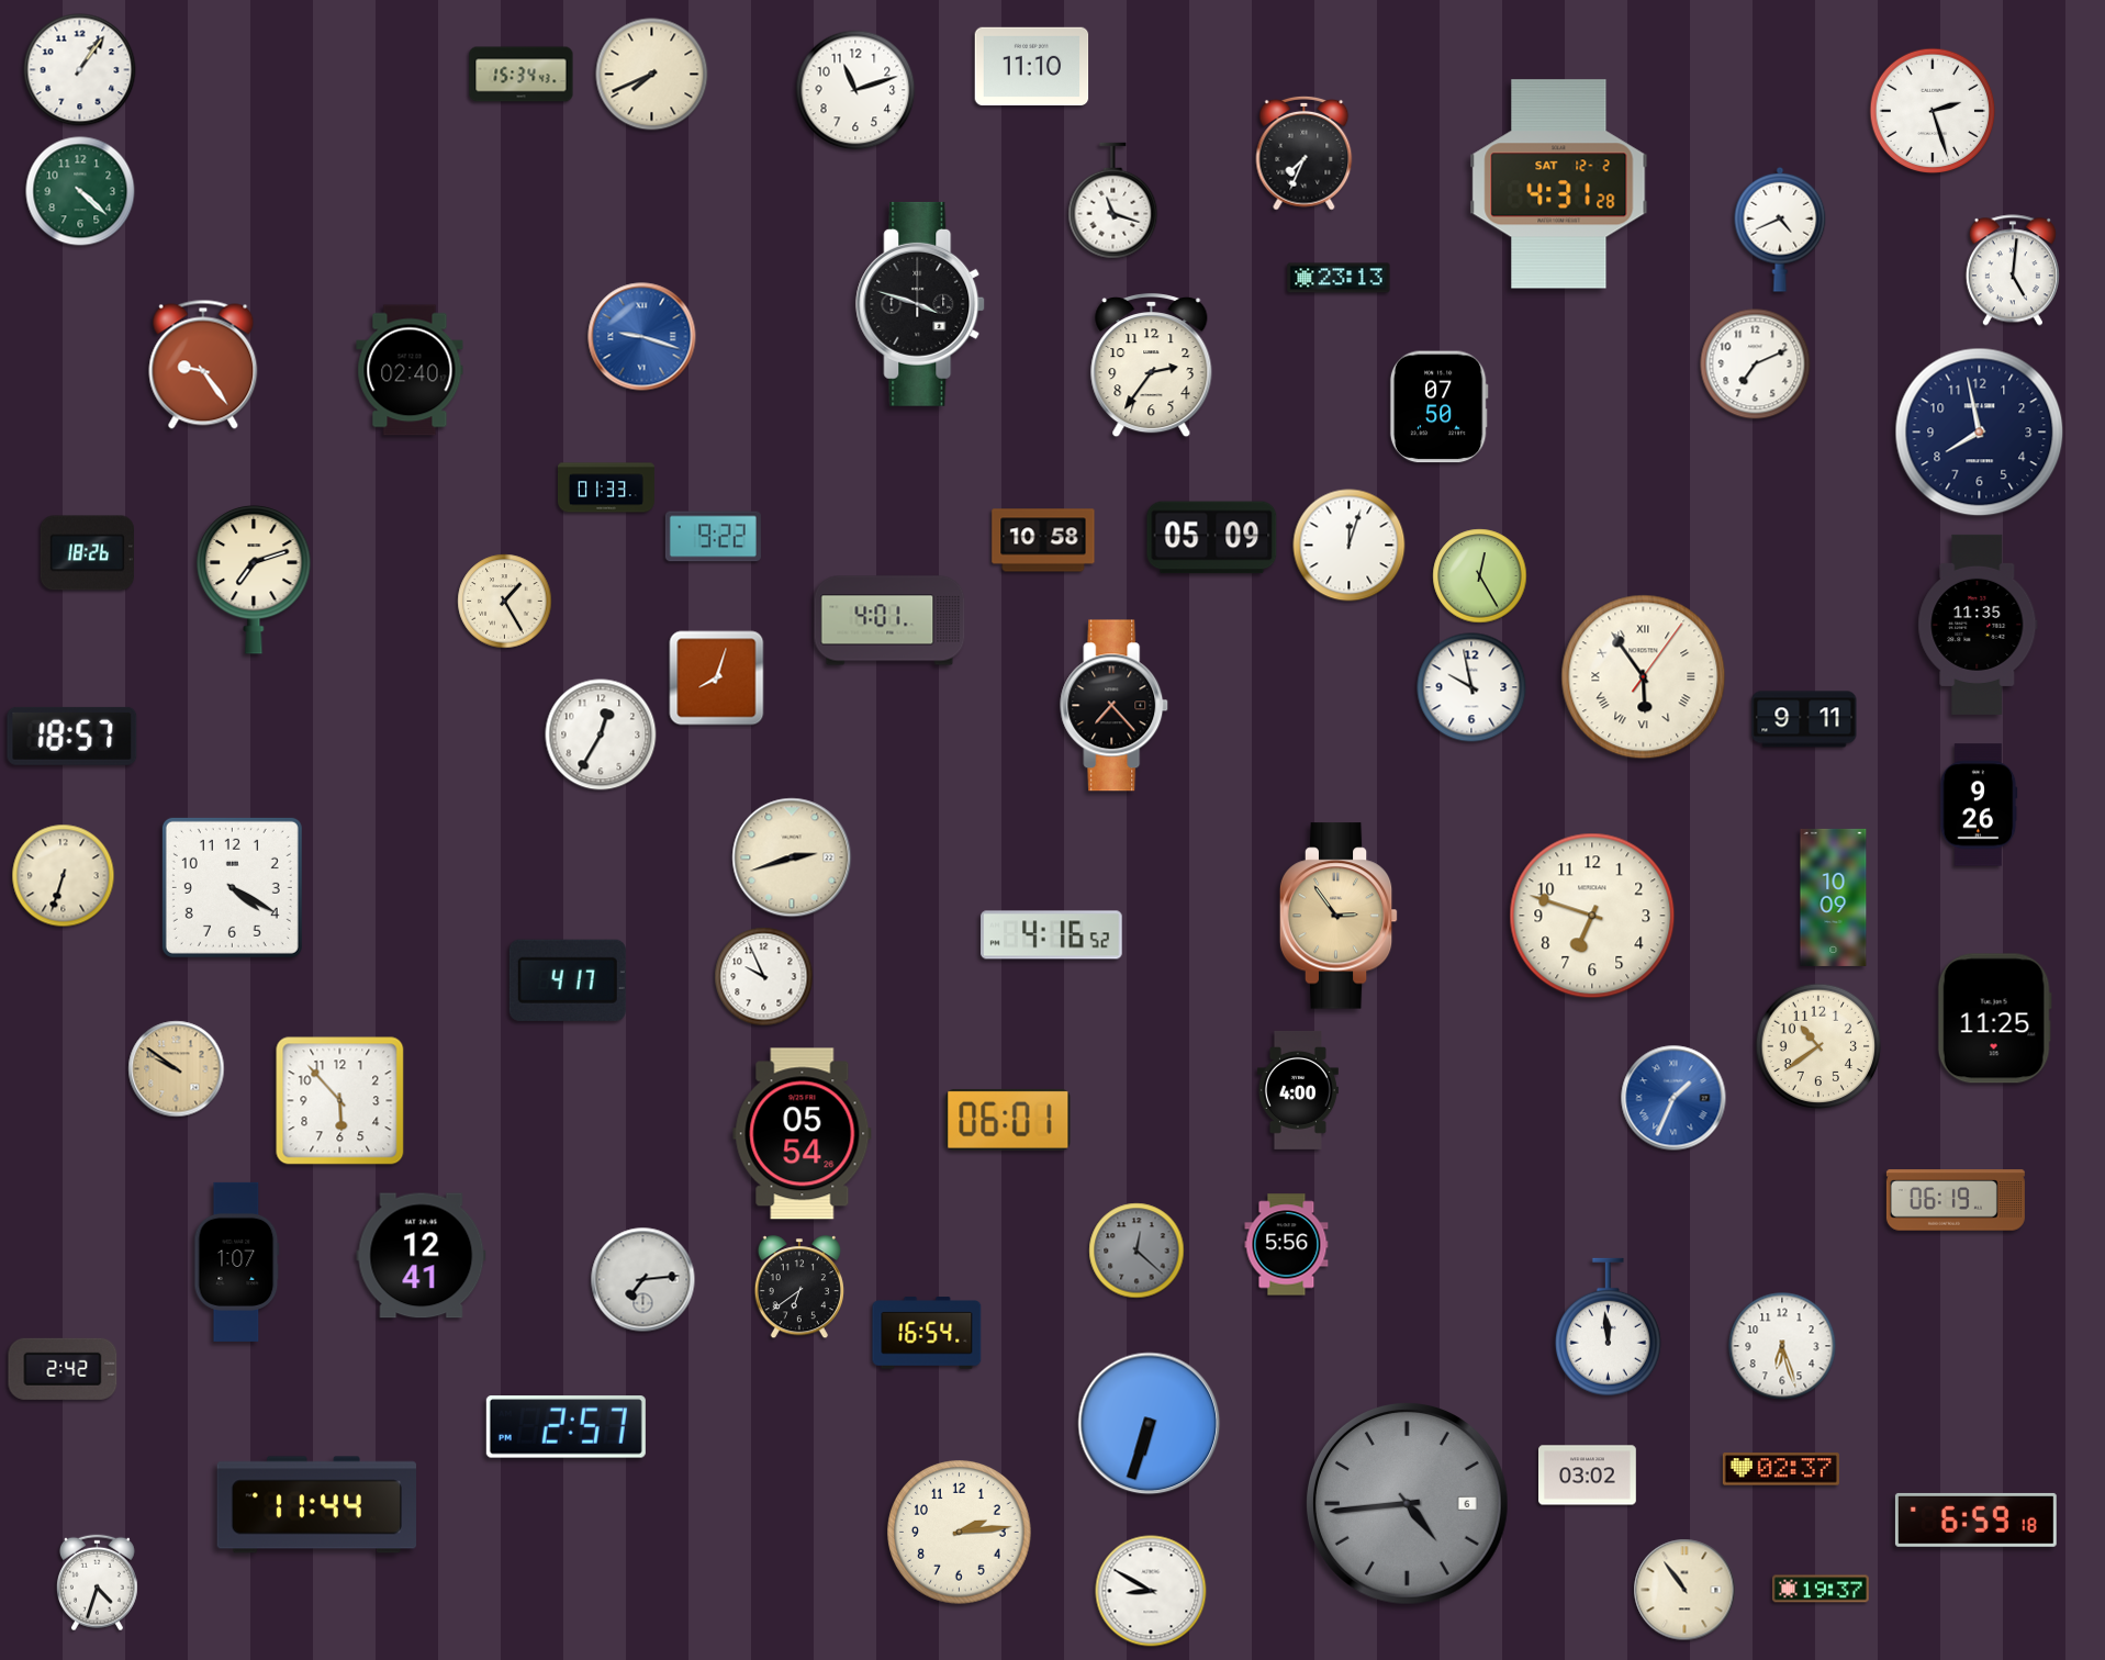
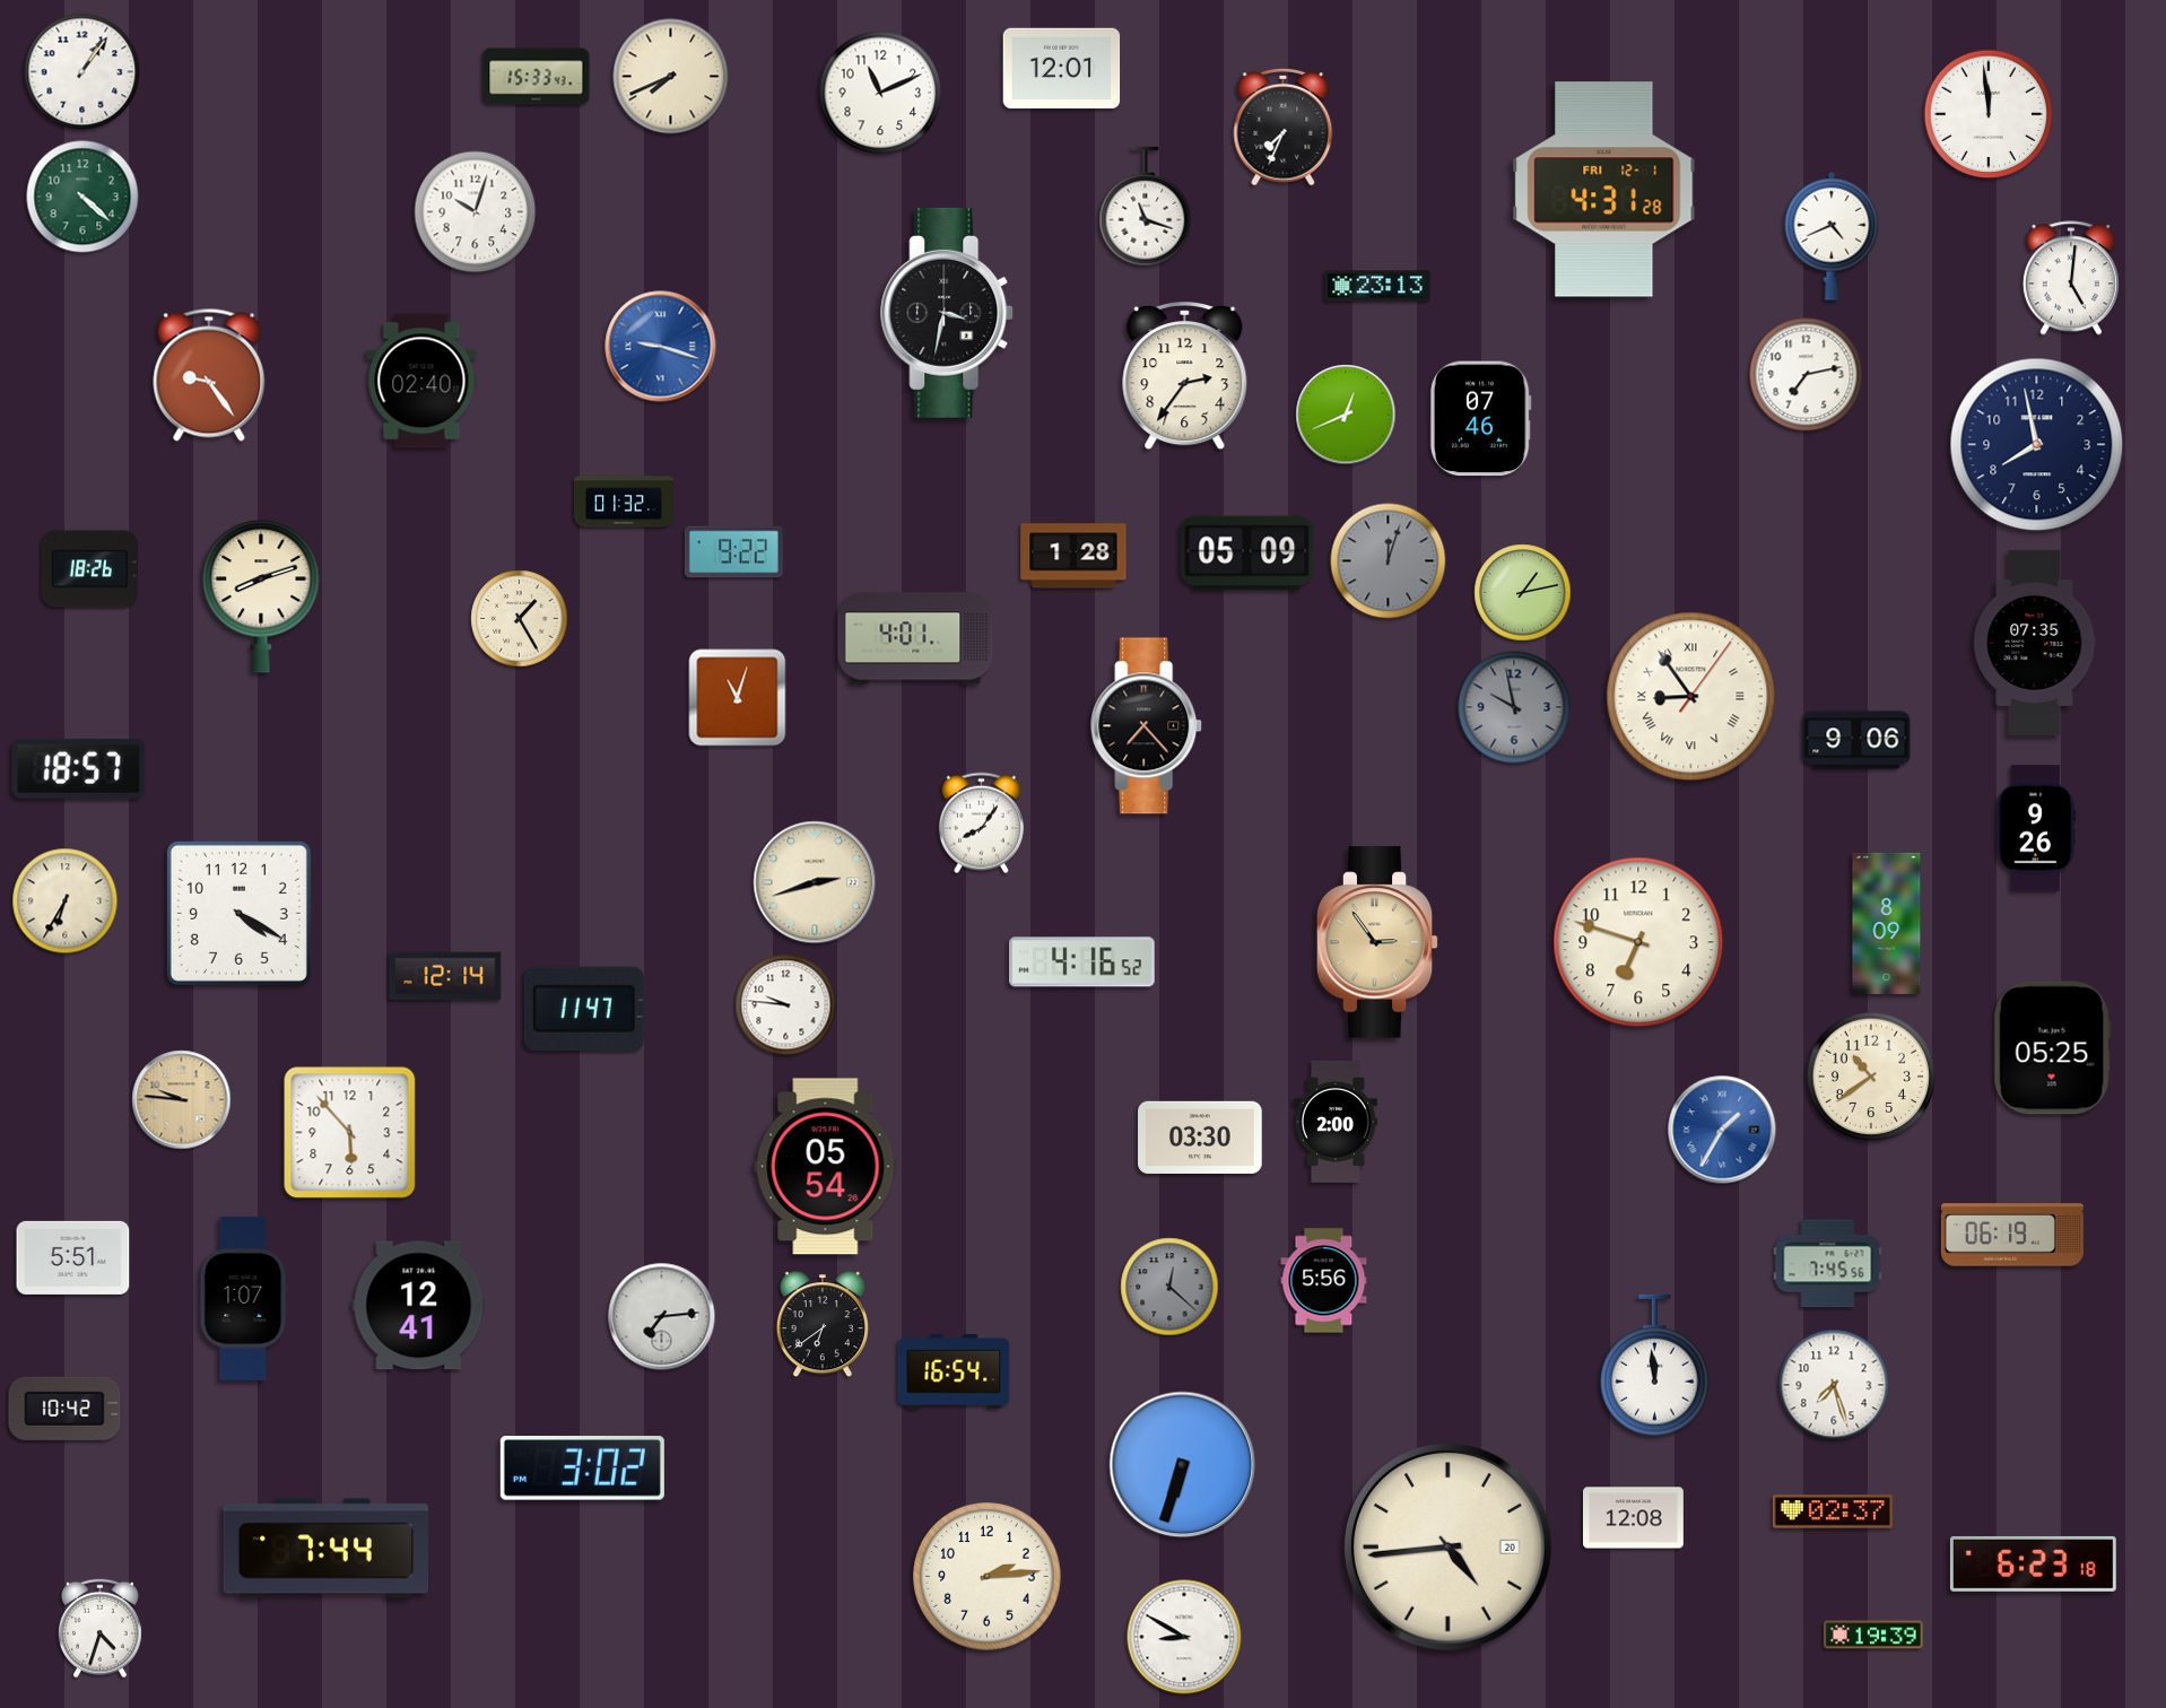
clock at (1032, 67): 11:10 -> 12:01
clock at (522, 75): 15:34 -> 15:33
clock at (855, 90): 11:12 -> 11:11
clock at (1933, 111): 2:27 -> 11:59
clock at (1305, 153) position: (1305, 153) -> (1284, 127)
clock at (1559, 184) date: SAT 12-2 -> FRI 12-1
clock at (476, 212): none -> 10:03
clock at (921, 304): 3:48 -> 3:32
clock at (1756, 364): 7:11 -> 7:13
clock at (1346, 415): none -> 12:41
clock at (1438, 407): 07:50 -> 07:46
clock at (606, 487): 01:33 -> 01:32
clock at (1043, 540): 10:58 -> 1:28
clock at (1350, 546) dial: white -> grey
clock at (1480, 576): 12:25 -> 1:13
clock at (254, 580): 7:12 -> 8:12
clock at (1978, 625): 11:35 -> 07:35
clock at (1644, 677): 5:54 -> 8:54
clock at (717, 678): 8:03 -> 11:03
clock at (1471, 687) dial: white -> grey
clock at (1804, 719): 9:11 -> 9:06
clock at (601, 734): 12:35 -> none
clock at (72, 736) position: (72, 736) -> (79, 768)
clock at (981, 823): none -> 8:06
clock at (64, 876): 6:33 -> 6:35
clock at (1834, 897): 10:09 -> 8:09
clock at (445, 976): none -> 12:14
clock at (764, 977): 9:56 -> 9:46
clock at (568, 980): 4:17 -> 11:47
clock at (1994, 1019): 11:25 -> 05:25
clock at (177, 1069): 9:51 -> 9:46
clock at (1298, 1090): 4:00 -> 2:00
clock at (1673, 1098): 1:34 -> 1:35
clock at (1200, 1138): none -> 03:30
clock at (1008, 1120): 06:01 -> none
clock at (73, 1257): none -> 5:51
clock at (1828, 1264): none -> 7:45
clock at (422, 1256) position: (422, 1256) -> (419, 1306)
clock at (1782, 1346): 6:27 -> 7:27
clock at (63, 1369): 2:42 -> 10:42
clock at (566, 1427): 2:57 -> 3:02
clock at (1588, 1476): 03:02 -> 12:08
clock at (1408, 1504) date: 6 -> 20
clock at (1408, 1504) dial: grey -> cream
clock at (316, 1505): 11:44 -> 7:44
clock at (1975, 1519): 6:59 -> 6:23
clock at (1821, 1589): 19:37 -> 19:39
clock at (1684, 1590): 10:54 -> none
